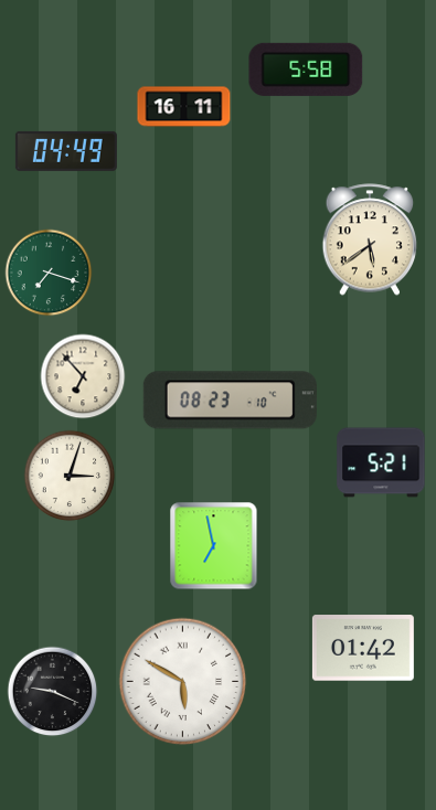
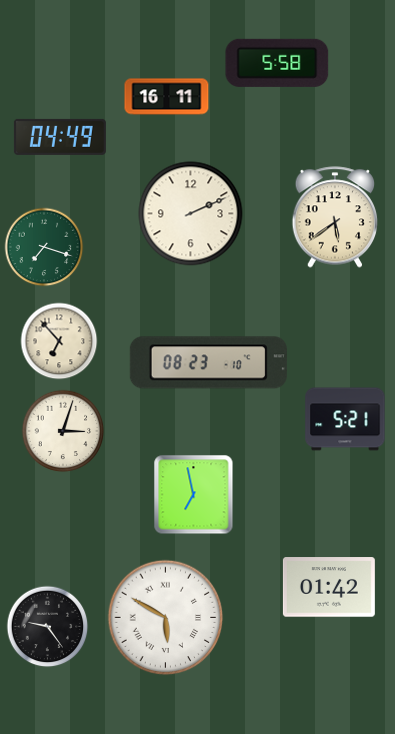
clock at (191, 214): none -> 2:11
clock at (83, 376) position: (83, 376) -> (59, 341)
clock at (53, 692): 9:19 -> 9:24
